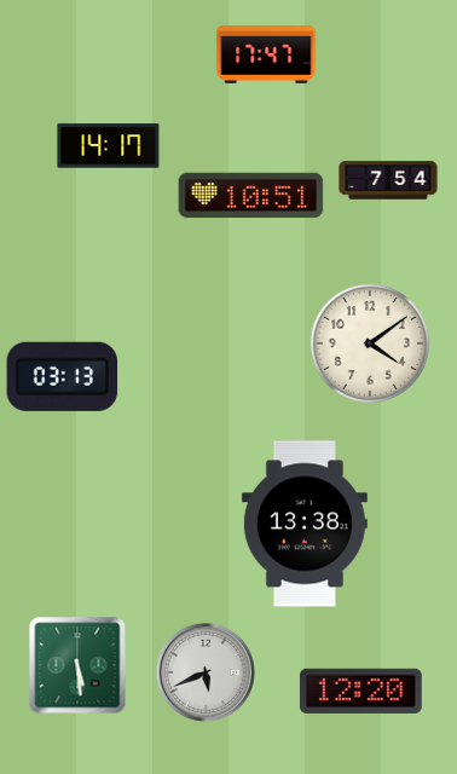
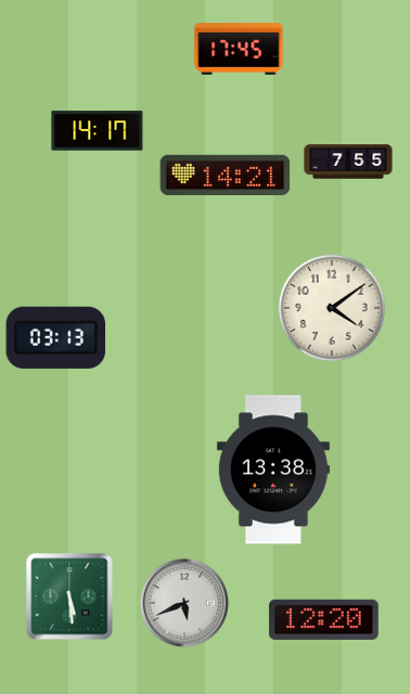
clock at (266, 54): 17:47 -> 17:45
clock at (388, 180): 7:54 -> 7:55
clock at (251, 195): 10:51 -> 14:21
